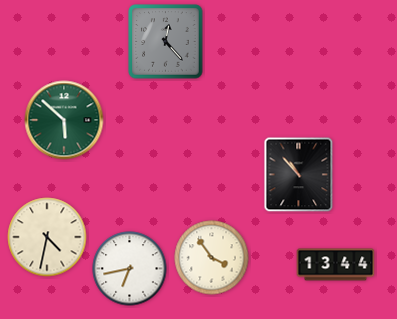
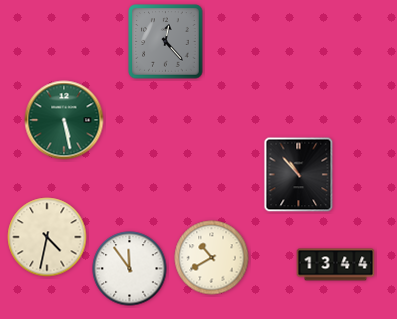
clock at (64, 120): 5:52 -> 5:28
clock at (212, 258): 3:54 -> 10:40
clock at (130, 269): 6:43 -> 11:54
